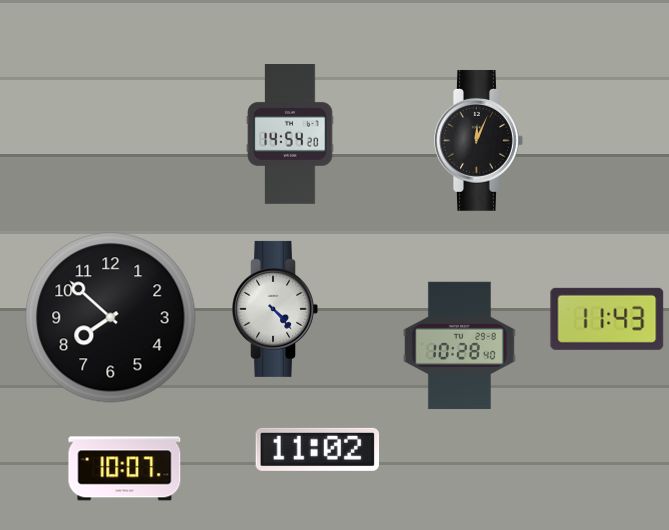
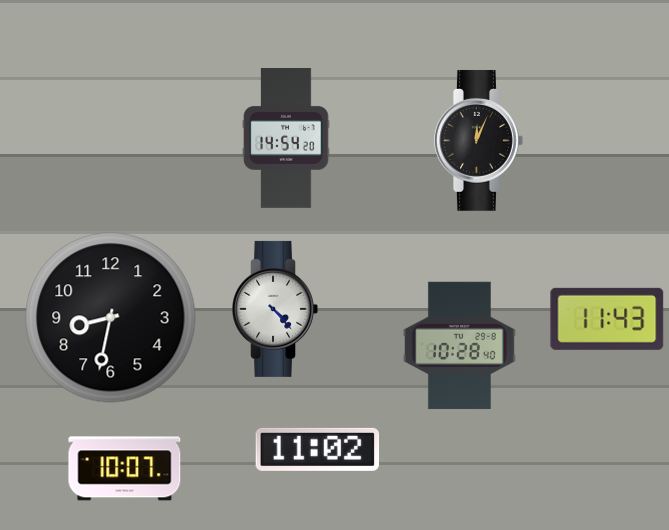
clock at (290, 135) position: (290, 135) -> (286, 139)
clock at (111, 318): 7:52 -> 8:32
